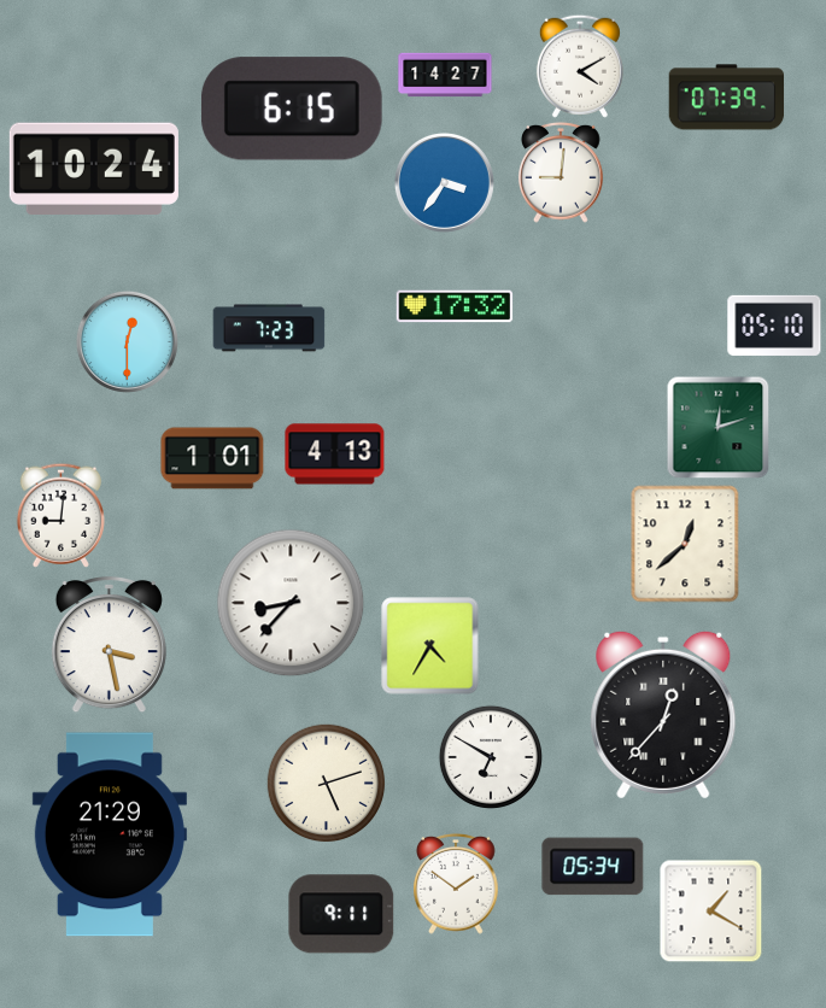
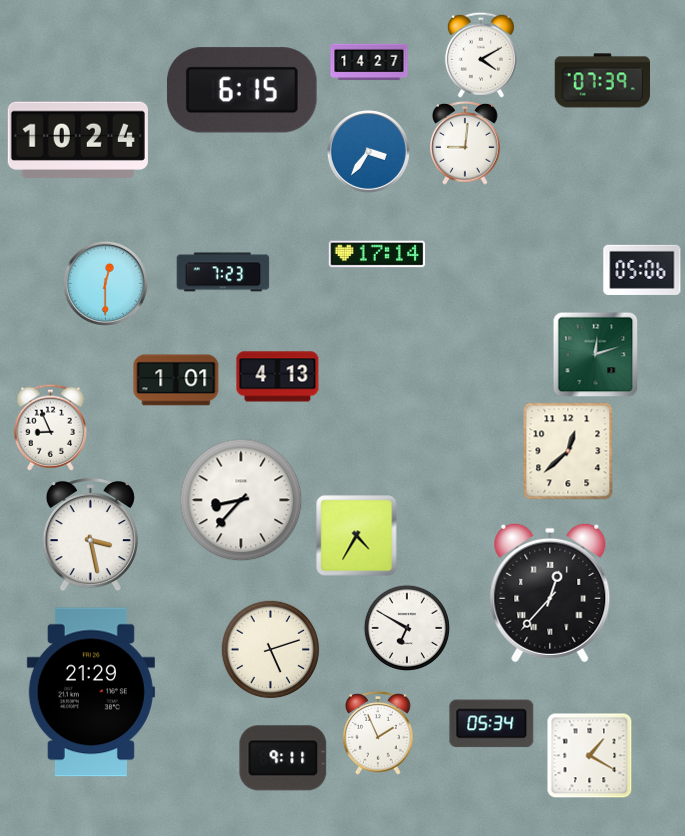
clock at (455, 306): 17:32 -> 17:14
clock at (774, 326): 05:10 -> 05:06
clock at (60, 515): 9:01 -> 8:56
clock at (593, 867) position: (593, 867) -> (492, 724)
clock at (456, 884): 1:51 -> 1:56
